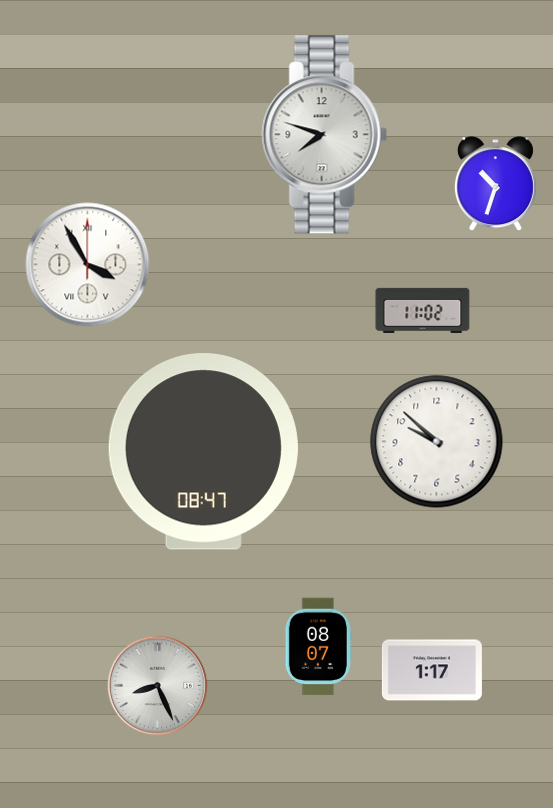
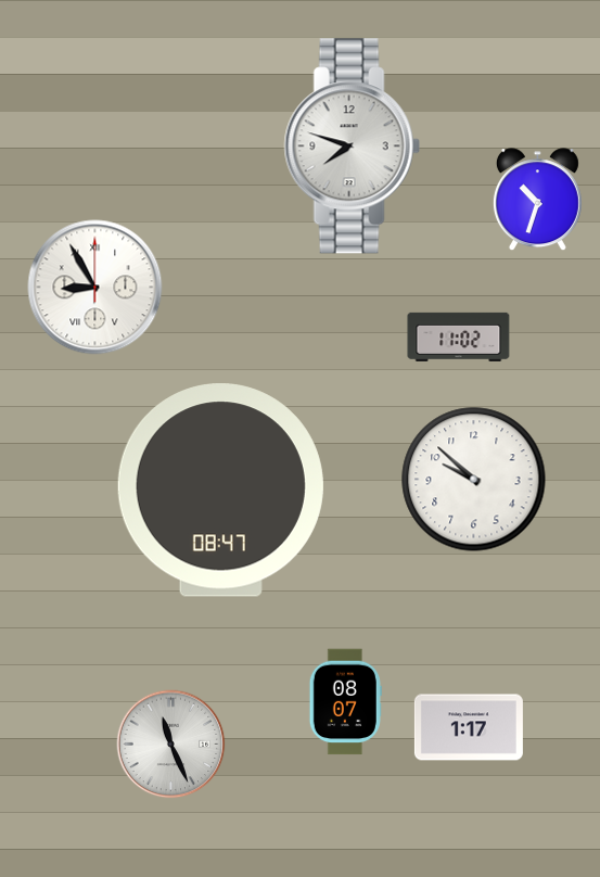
clock at (88, 265): 3:55 -> 8:55
clock at (158, 686): 8:26 -> 11:26
